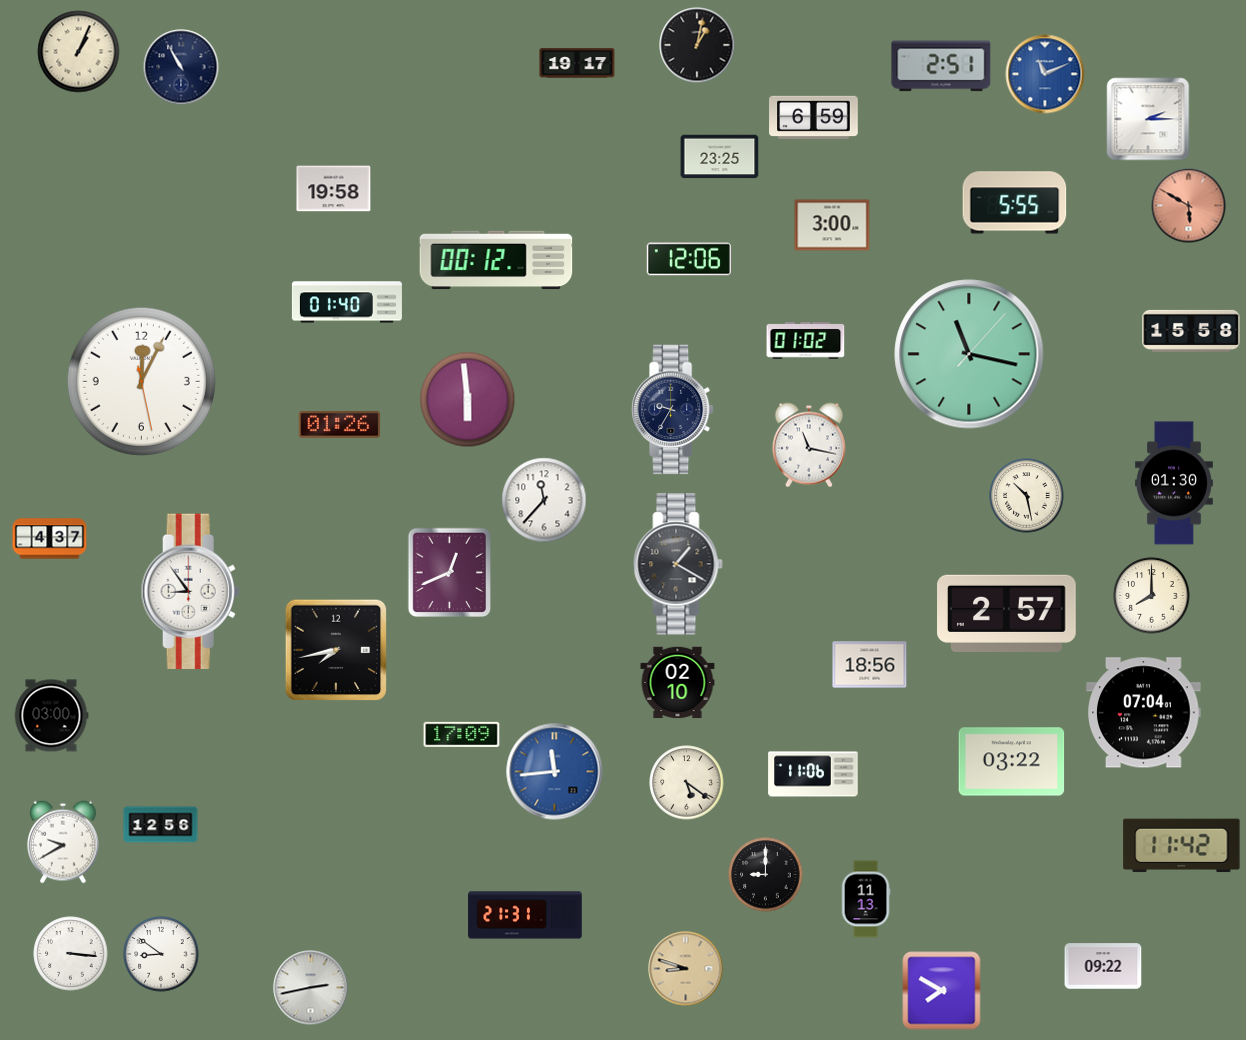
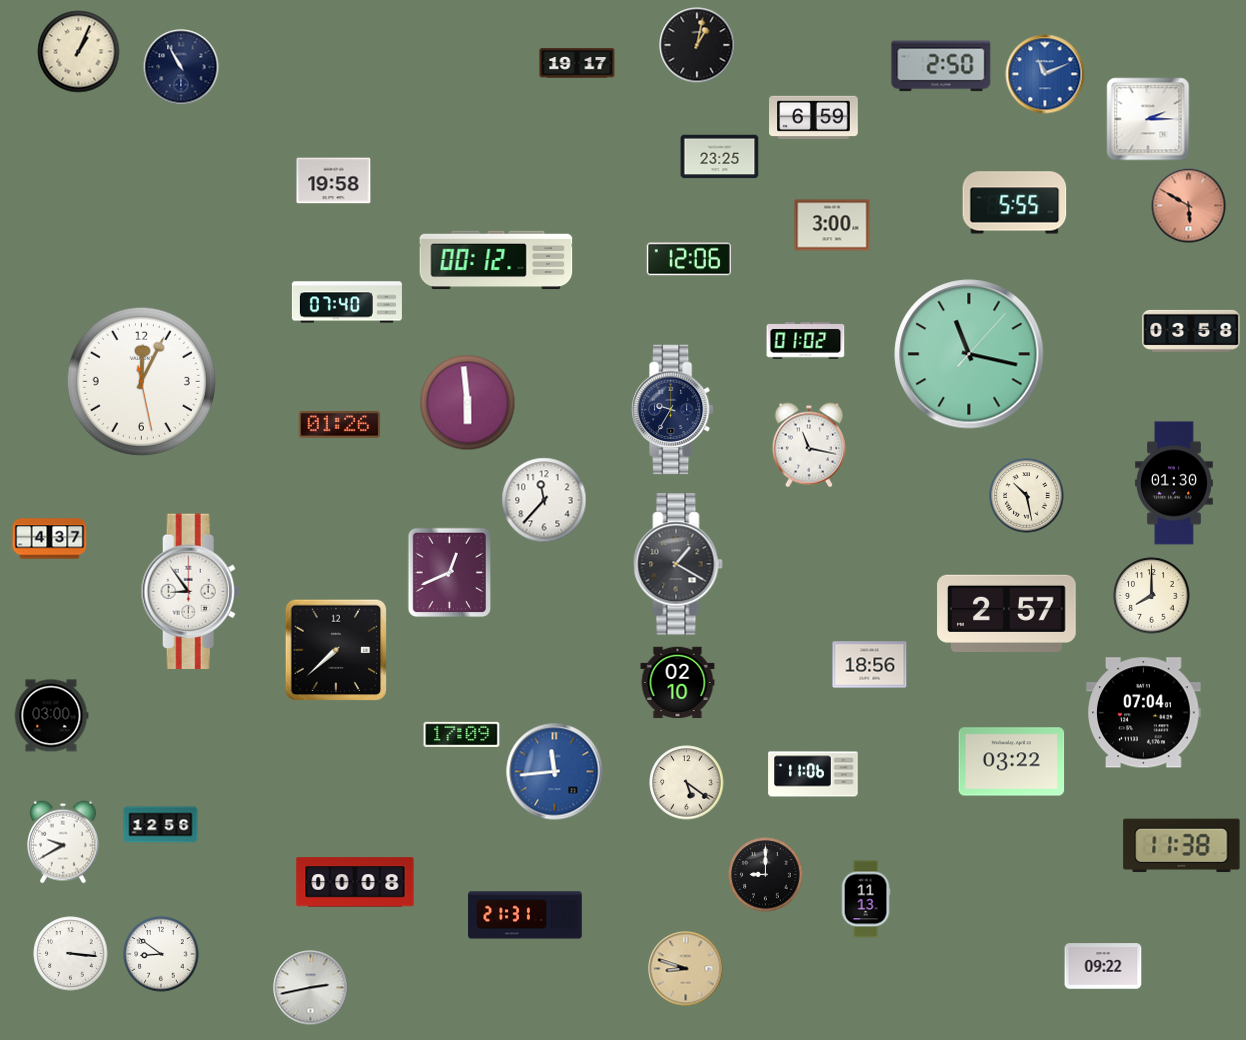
clock at (941, 66): 2:51 -> 2:50
clock at (334, 189) position: (334, 189) -> (334, 181)
clock at (347, 302): 01:40 -> 07:40
clock at (1191, 331): 15:58 -> 03:58
clock at (468, 400) position: (468, 400) -> (468, 403)
clock at (336, 650): 7:43 -> 7:38
clock at (1182, 846): 11:42 -> 11:38
clock at (355, 882): none -> 00:08
clock at (942, 991): 7:50 -> none
